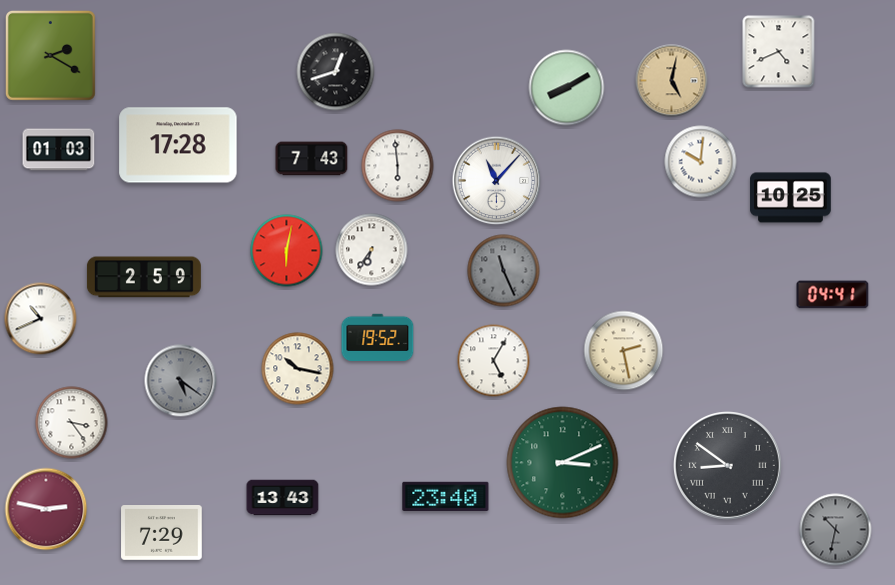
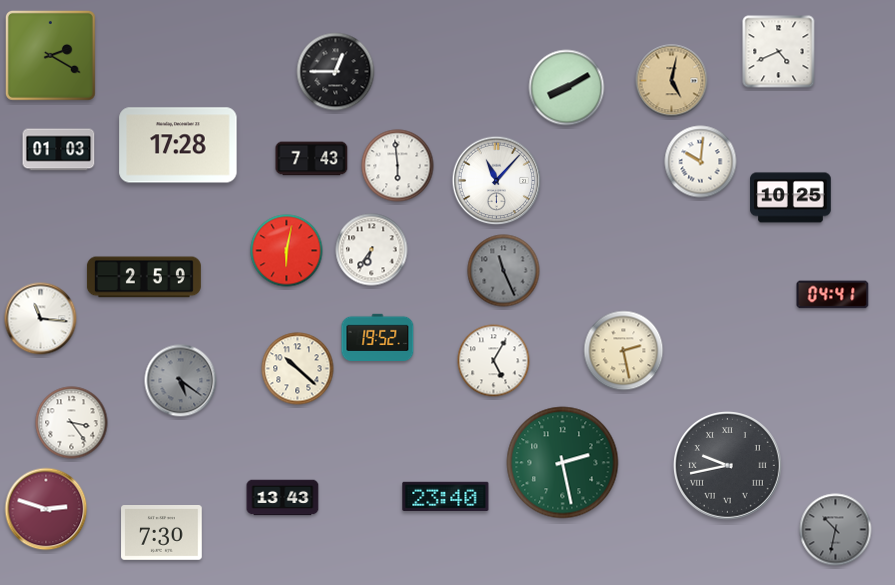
clock at (336, 72): 12:42 -> 12:45
clock at (41, 319): 10:41 -> 11:16
clock at (298, 369): 10:17 -> 10:22
clock at (563, 463): 3:11 -> 2:28
clock at (728, 466): 8:51 -> 9:43
clock at (46, 509): 2:47 -> 2:48
clock at (162, 533): 7:29 -> 7:30
